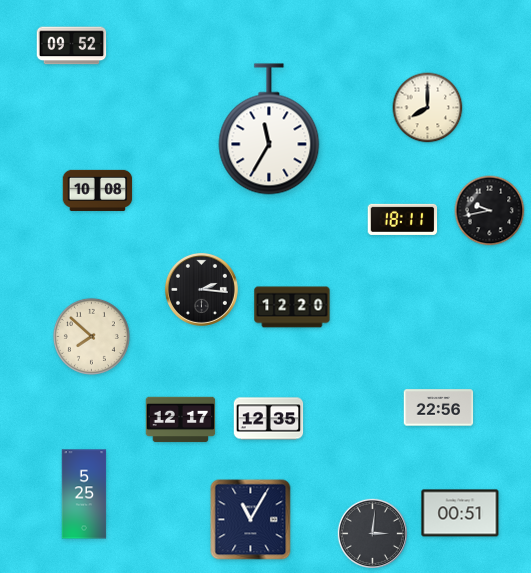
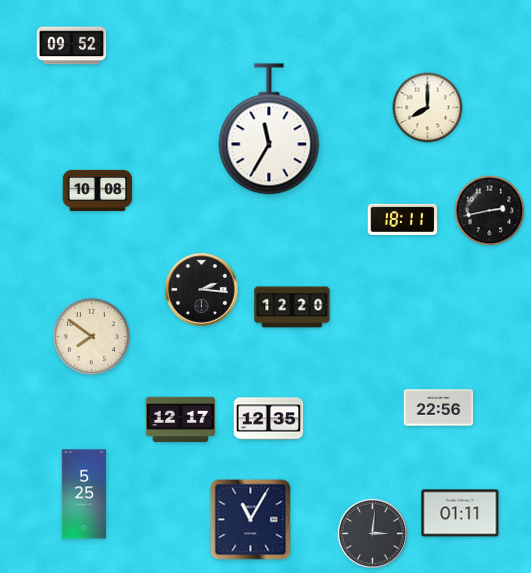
clock at (490, 211): 9:43 -> 2:43
clock at (91, 336): 7:52 -> 7:51
clock at (460, 513): 00:51 -> 01:11
